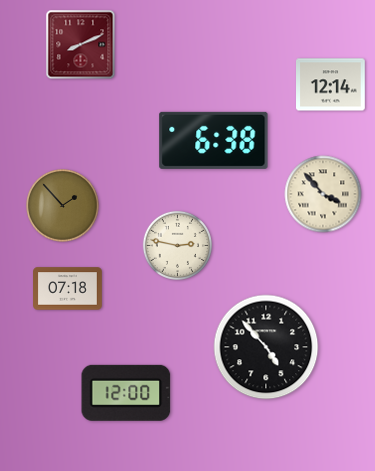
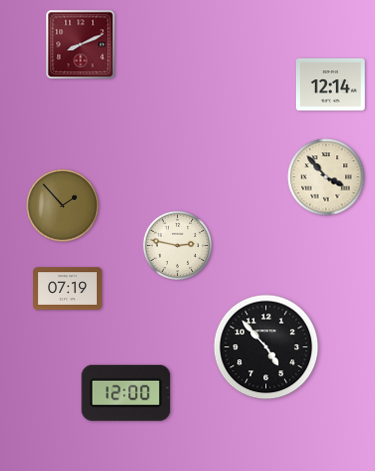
clock at (214, 140): 6:38 -> none
clock at (323, 194) position: (323, 194) -> (326, 177)
clock at (68, 289): 07:18 -> 07:19
